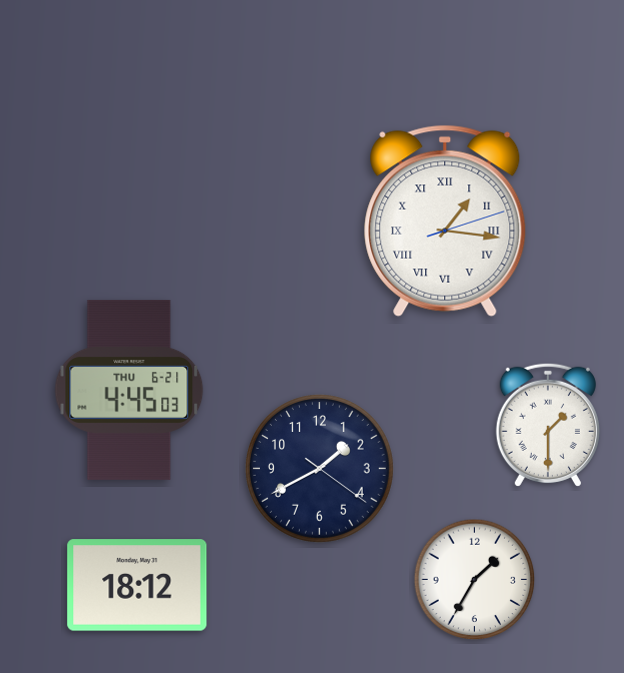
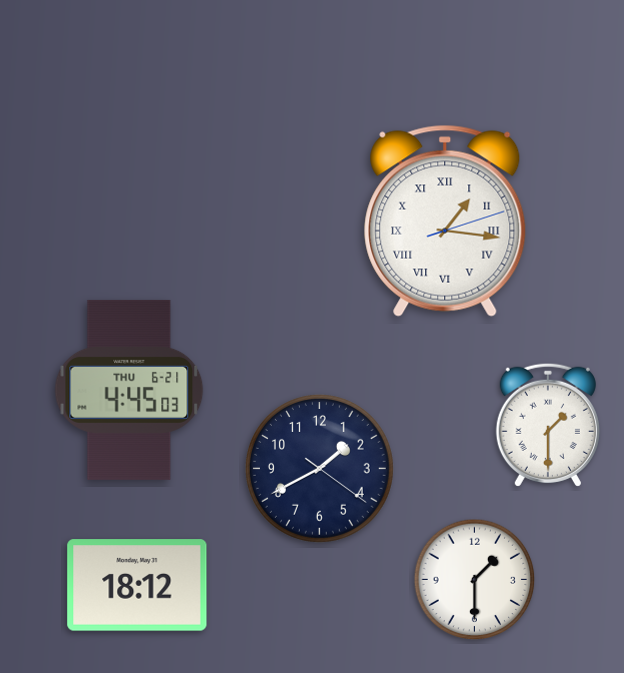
clock at (475, 580): 1:35 -> 1:30
